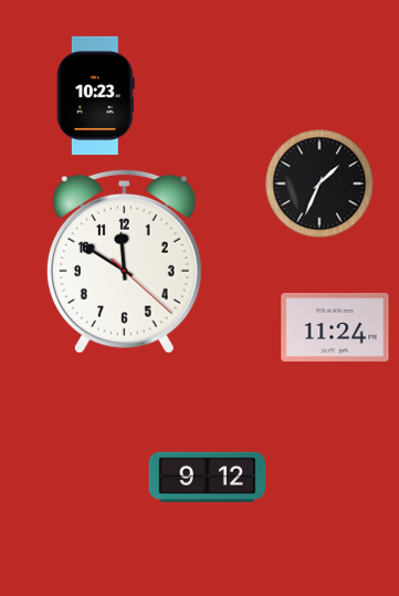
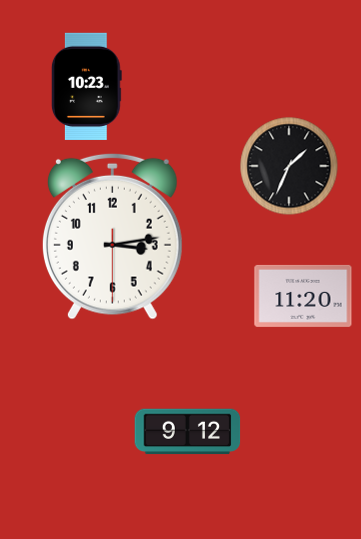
clock at (124, 261): 11:50 -> 3:13
clock at (335, 327): 11:24 -> 11:20
